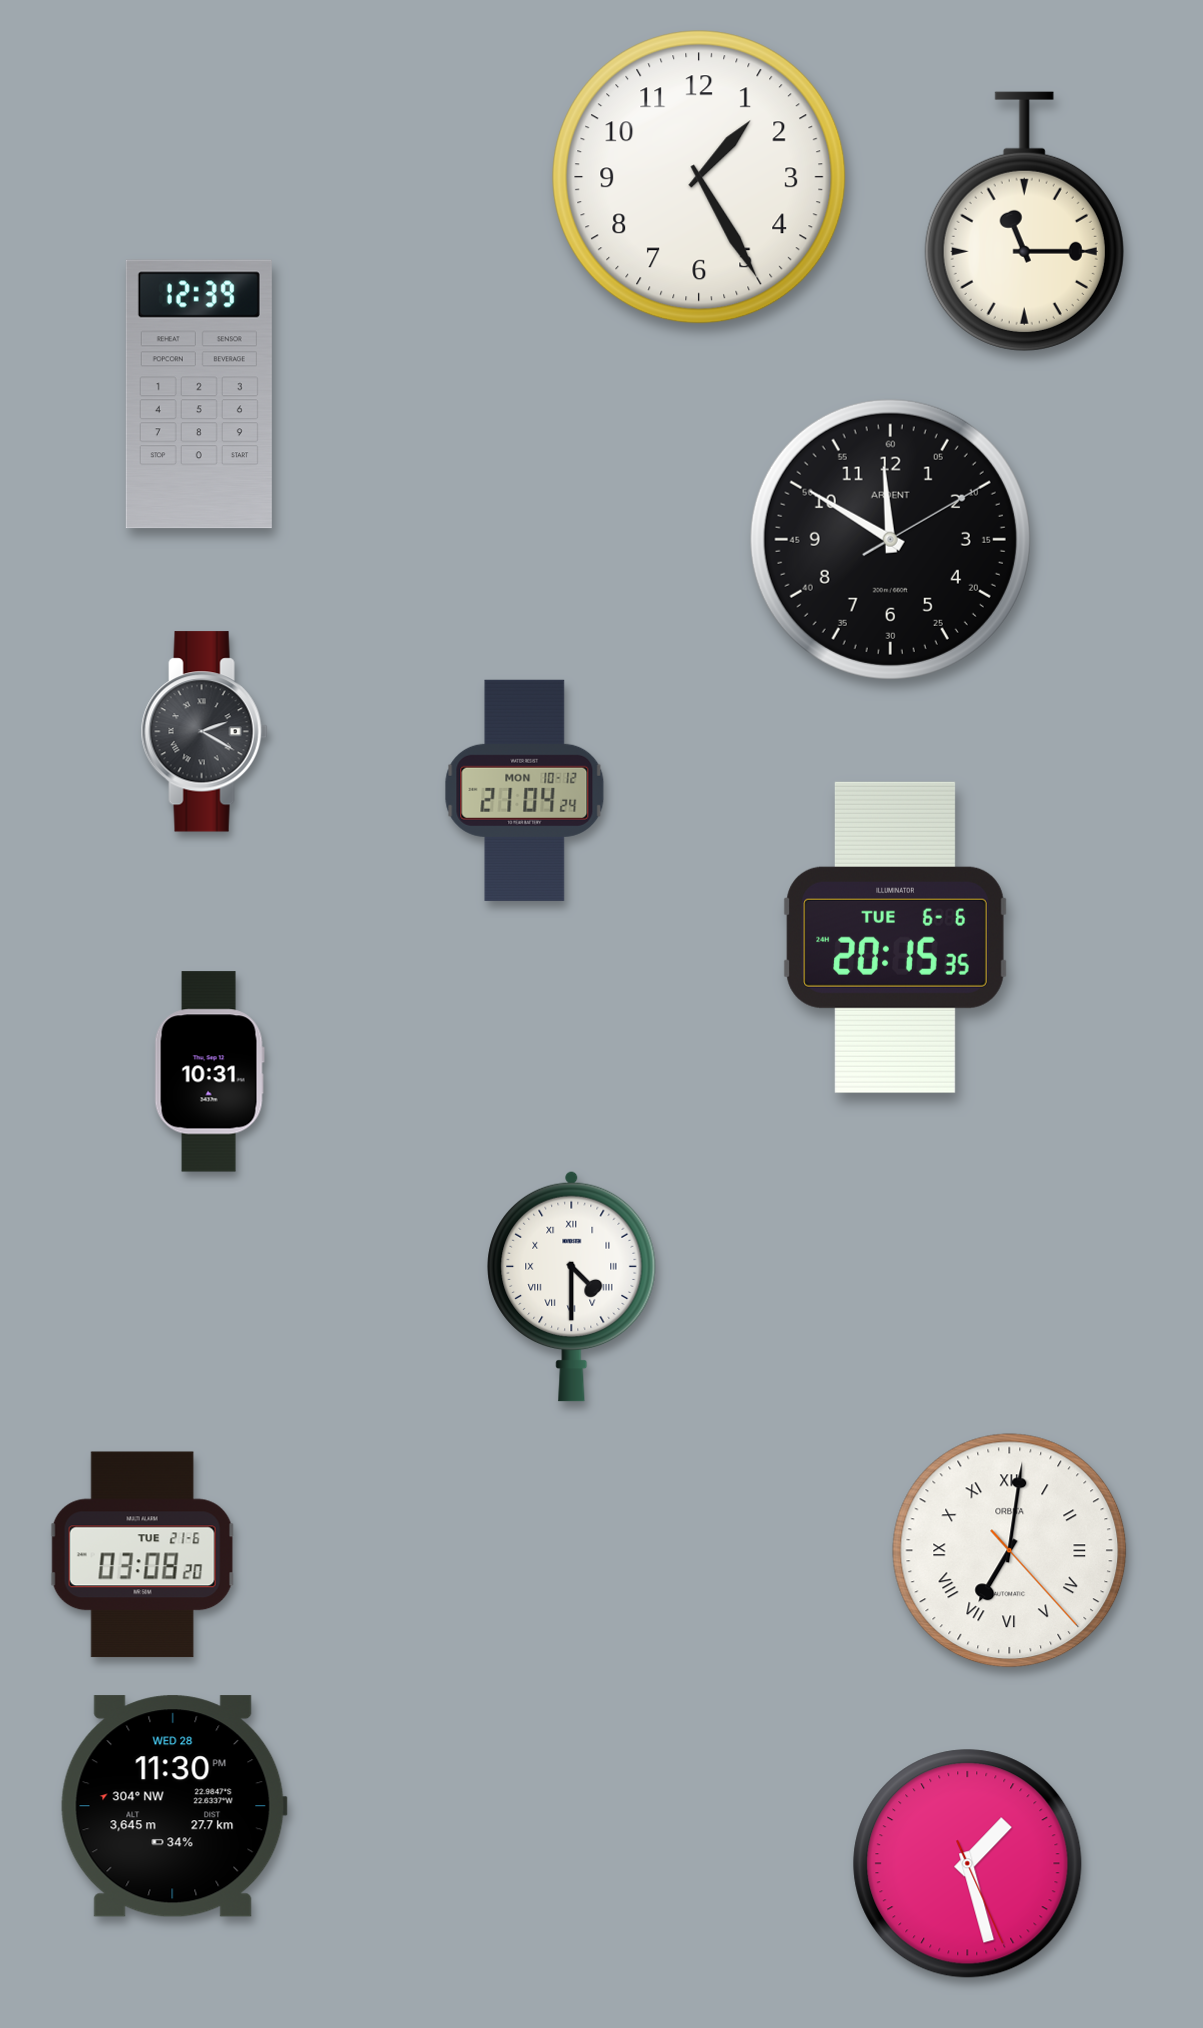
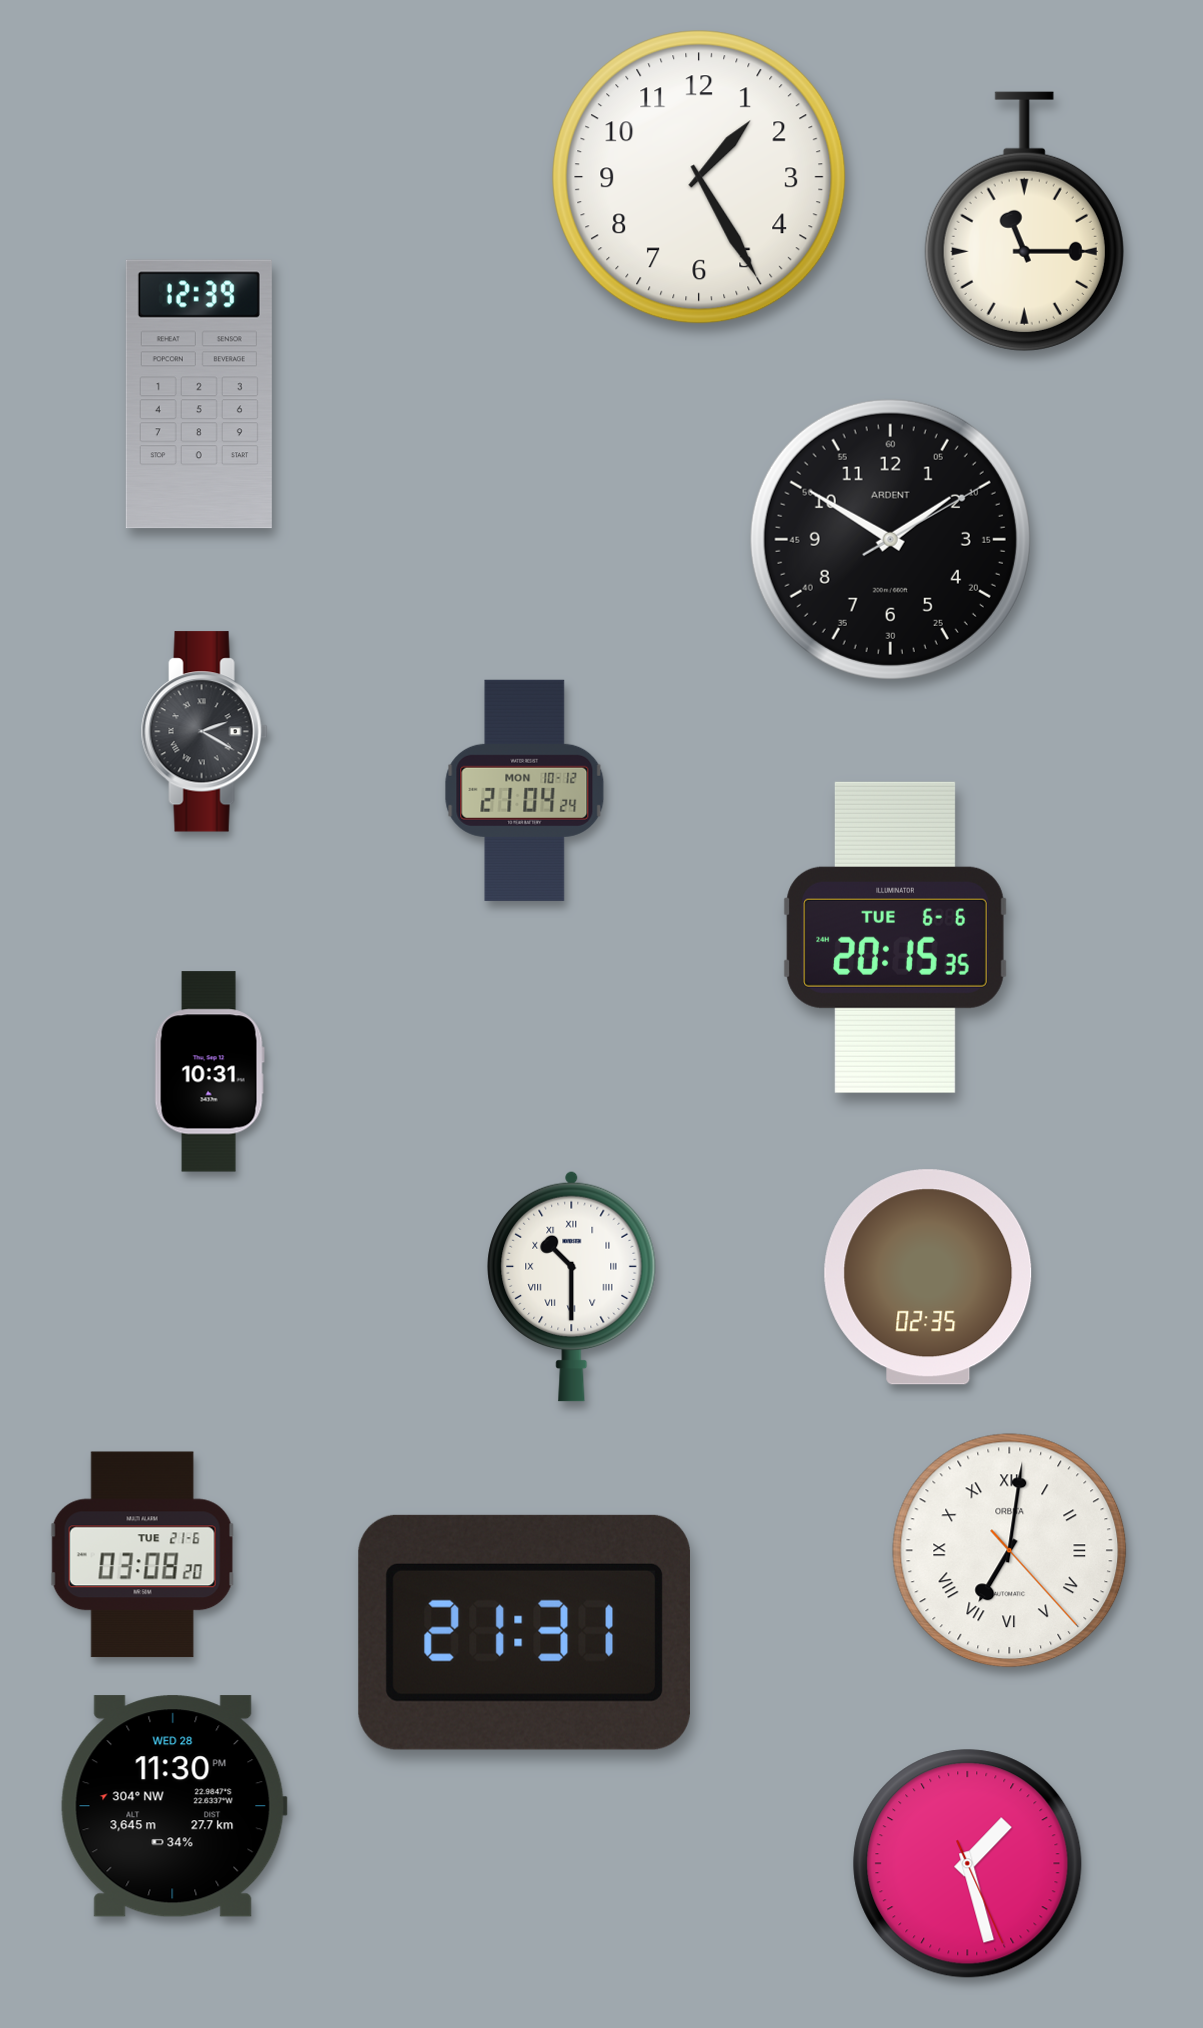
clock at (890, 539): 11:50 -> 1:50
clock at (928, 1277): none -> 02:35
clock at (572, 1286): 4:30 -> 10:30
clock at (524, 1632): none -> 21:31
